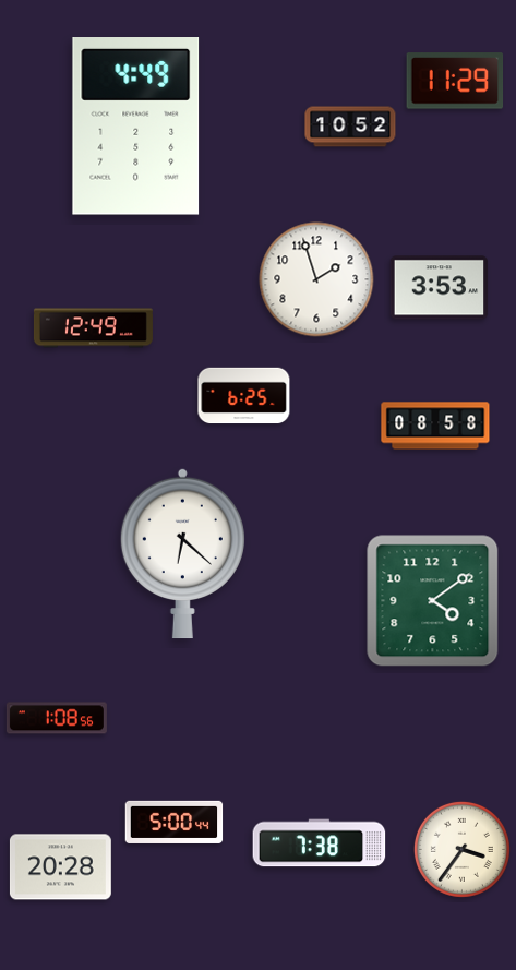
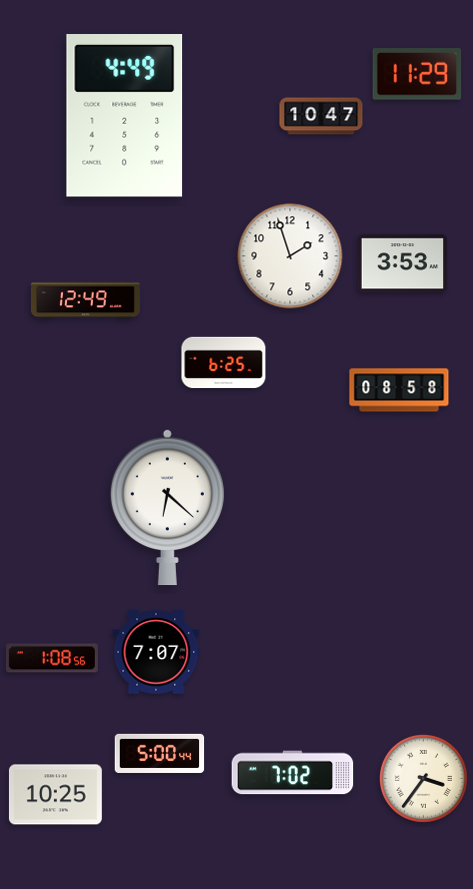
clock at (350, 127): 10:52 -> 10:47
clock at (433, 601): 4:09 -> none
clock at (156, 652): none -> 7:07
clock at (320, 843): 7:38 -> 7:02
clock at (60, 867): 20:28 -> 10:25
